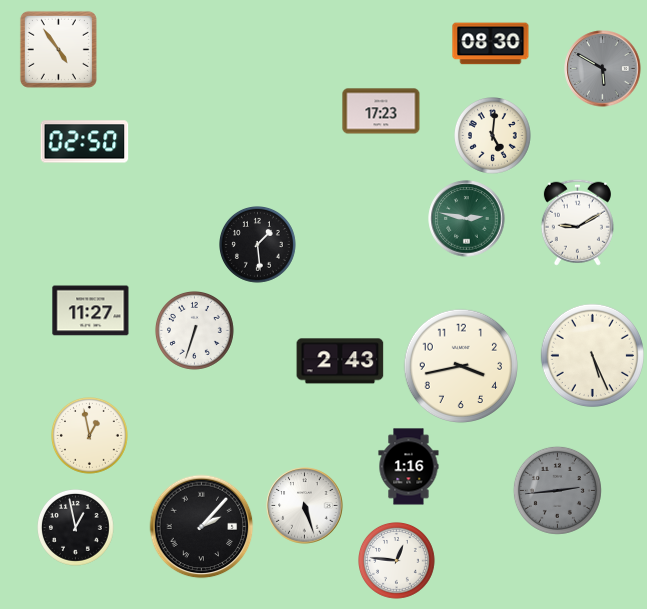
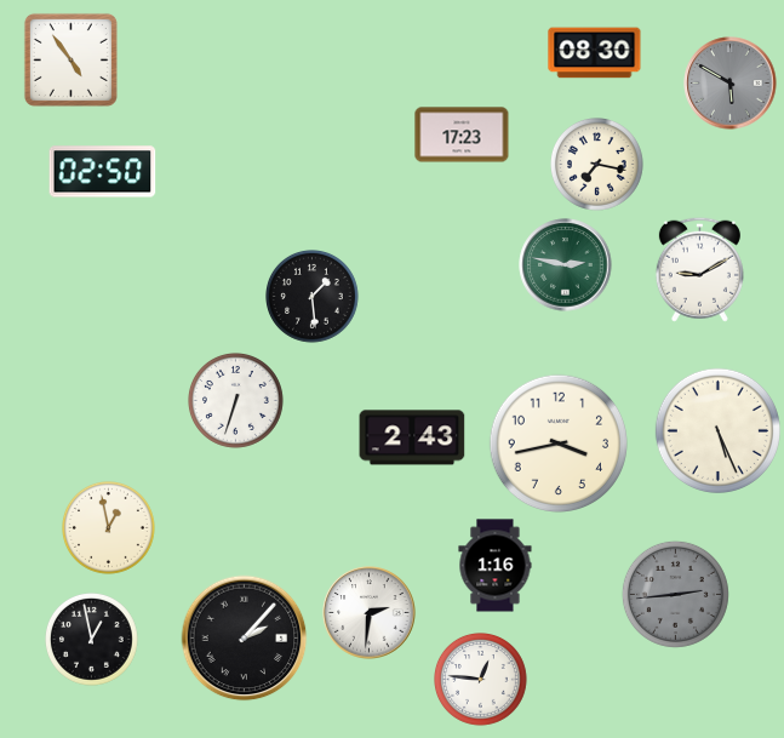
clock at (493, 136): 5:01 -> 7:17
clock at (91, 311): 11:27 -> none
clock at (305, 506): 5:27 -> 2:31
